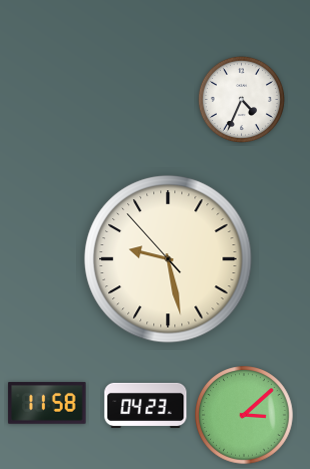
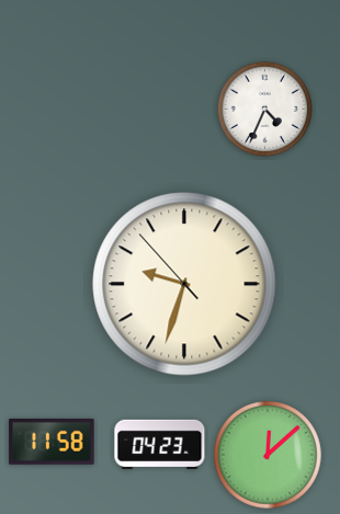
clock at (168, 259): 9:27 -> 9:32
clock at (244, 415): 3:08 -> 12:08
